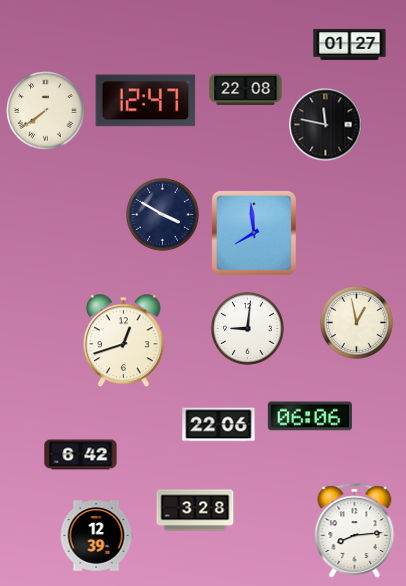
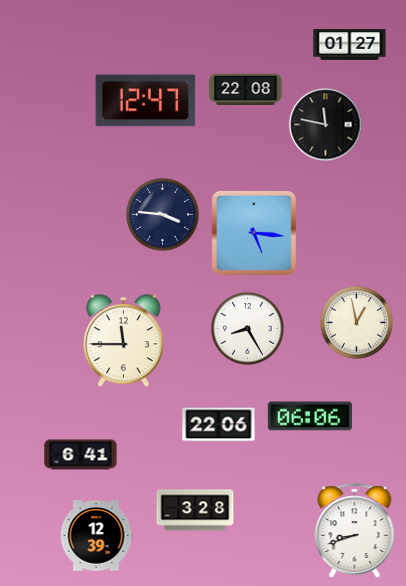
clock at (46, 111): 7:39 -> none
clock at (163, 215): 3:50 -> 3:46
clock at (254, 233): 7:59 -> 5:16
clock at (248, 329): 9:01 -> 8:25
clock at (123, 341): 12:42 -> 11:45
clock at (81, 455): 6:42 -> 6:41
clock at (355, 531): 8:14 -> 8:42
